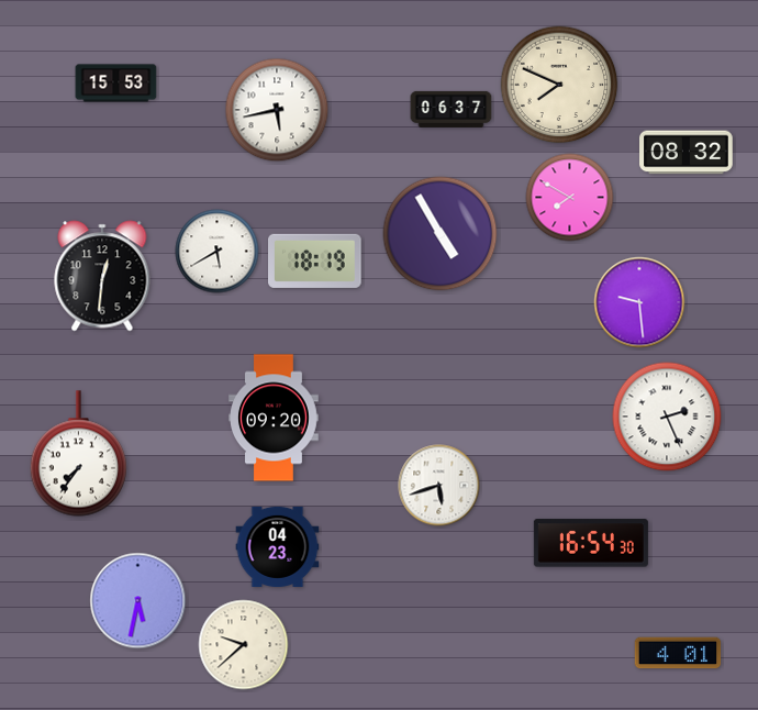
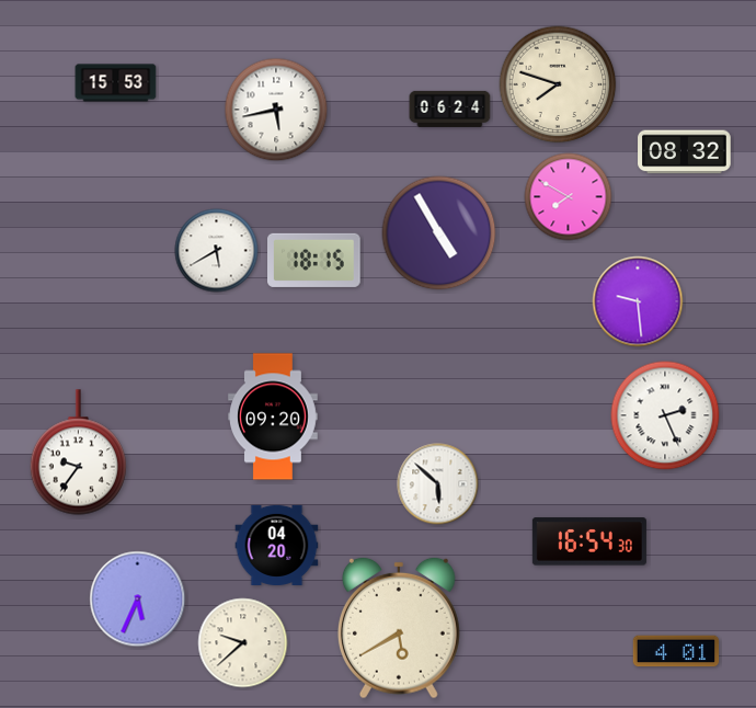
clock at (559, 85): 7:49 -> 7:48
clock at (452, 109): 06:37 -> 06:24
clock at (315, 260): 18:19 -> 18:15
clock at (102, 276): 12:31 -> none
clock at (78, 454): 7:36 -> 9:36
clock at (439, 486): 5:42 -> 5:52
clock at (278, 546): 04:23 -> 04:20
clock at (138, 601): 5:32 -> 5:34
clock at (399, 628): none -> 5:40
